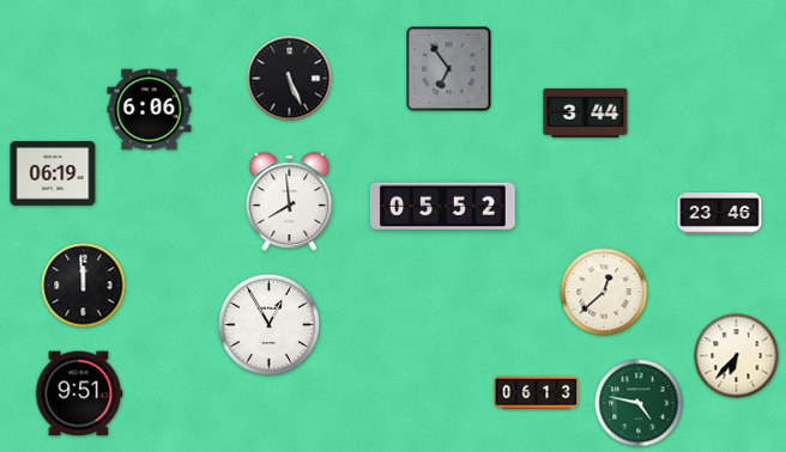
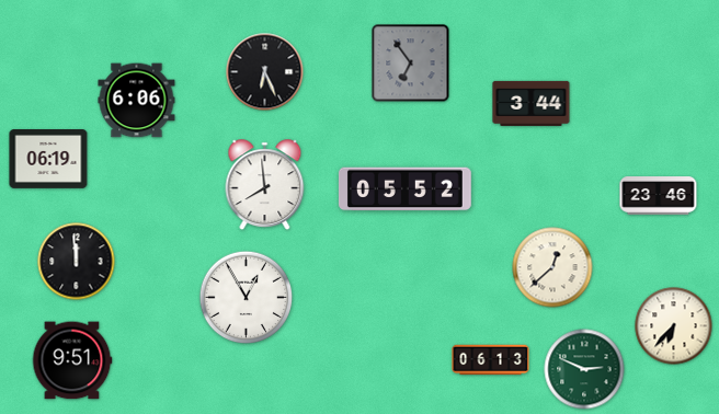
clock at (290, 79): 5:26 -> 6:26
clock at (586, 112) position: (586, 112) -> (532, 103)
clock at (639, 403): 4:47 -> 2:49
